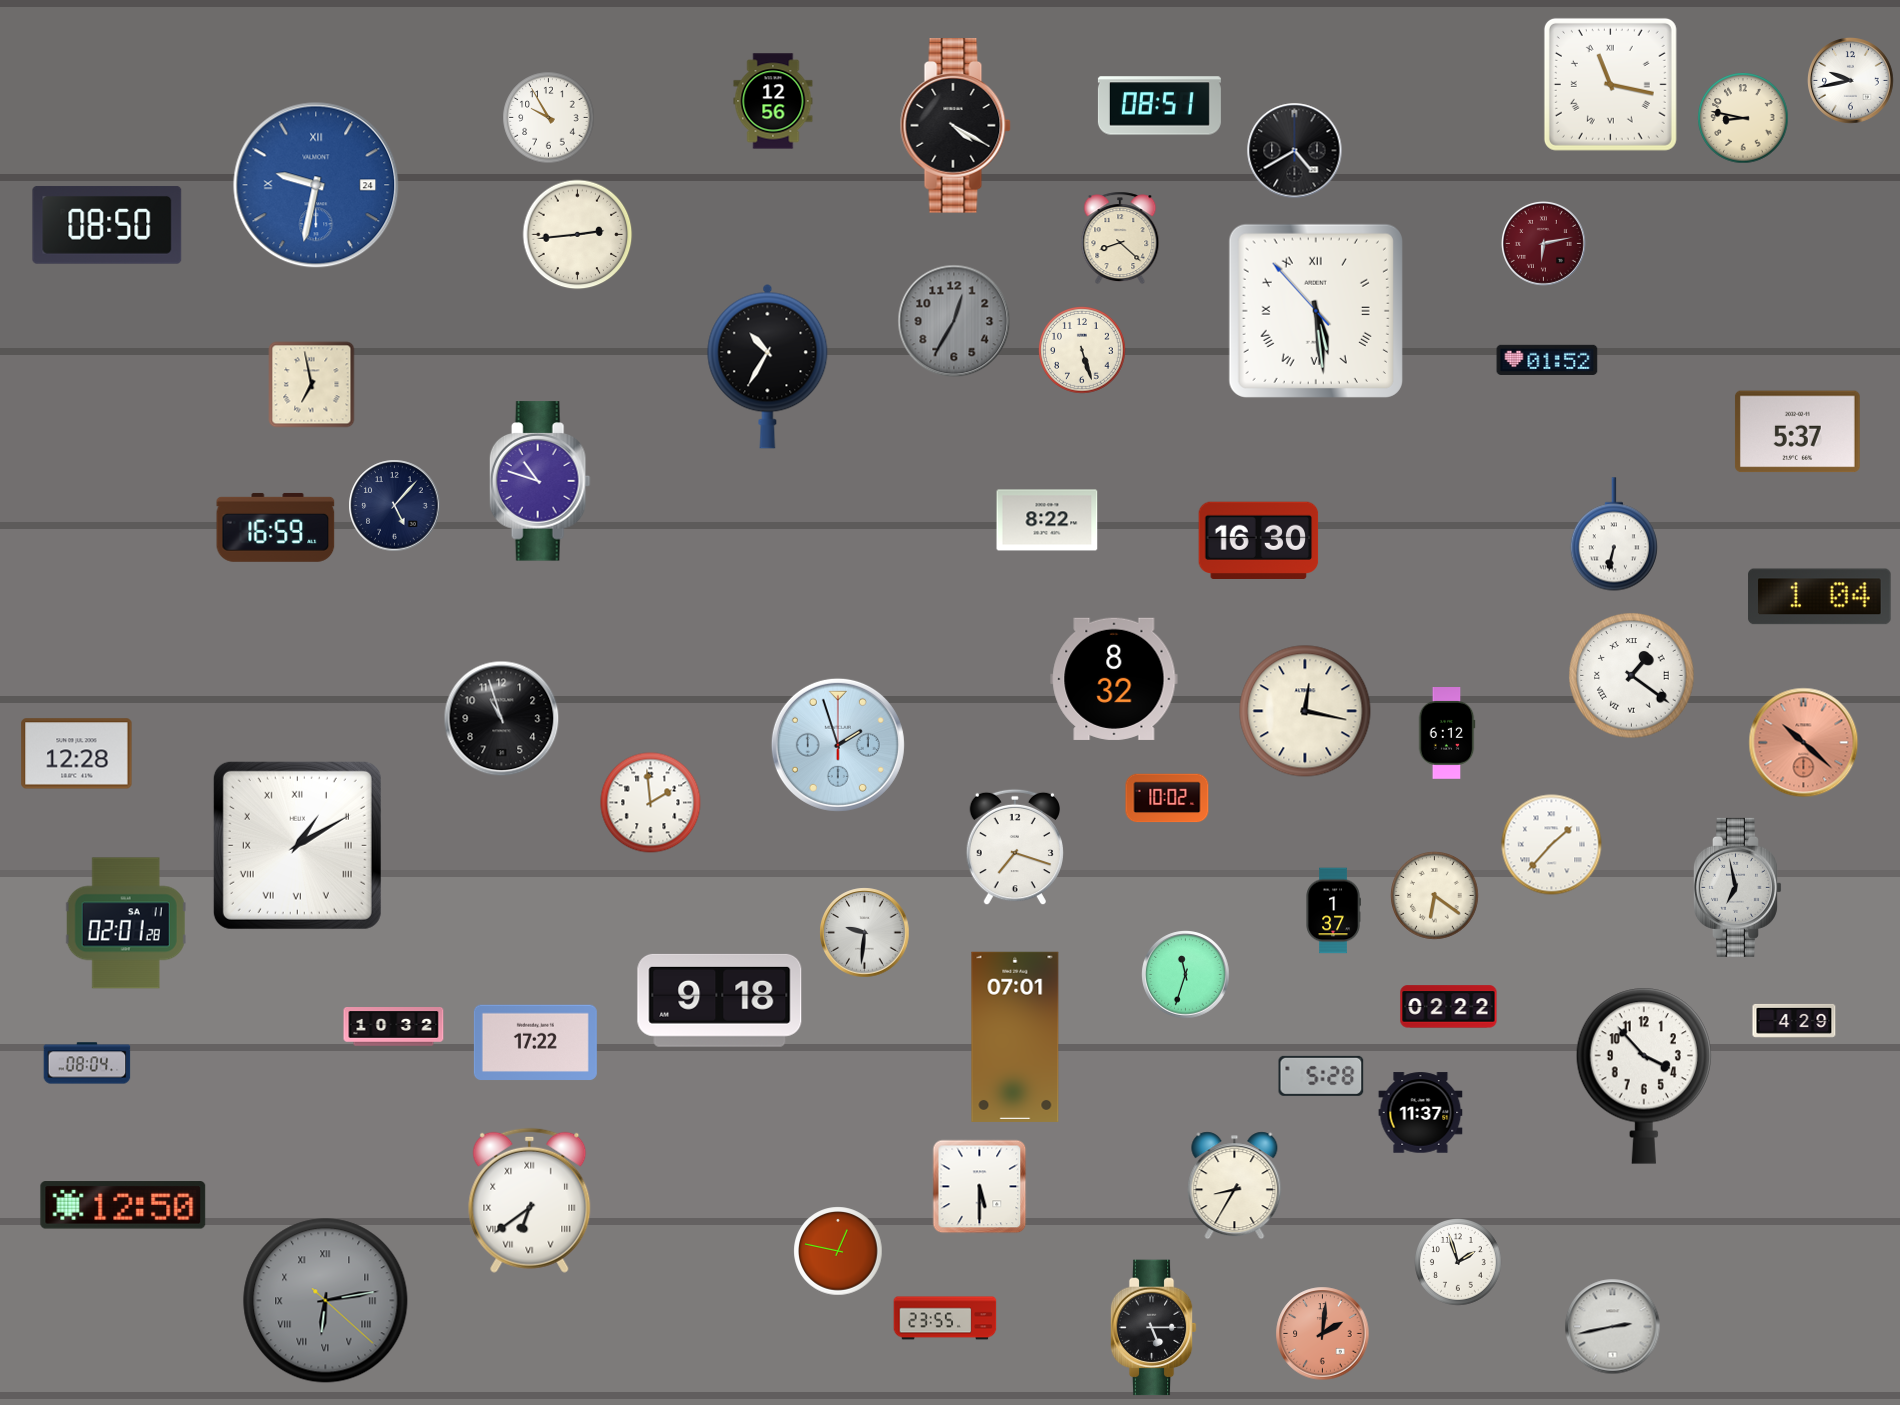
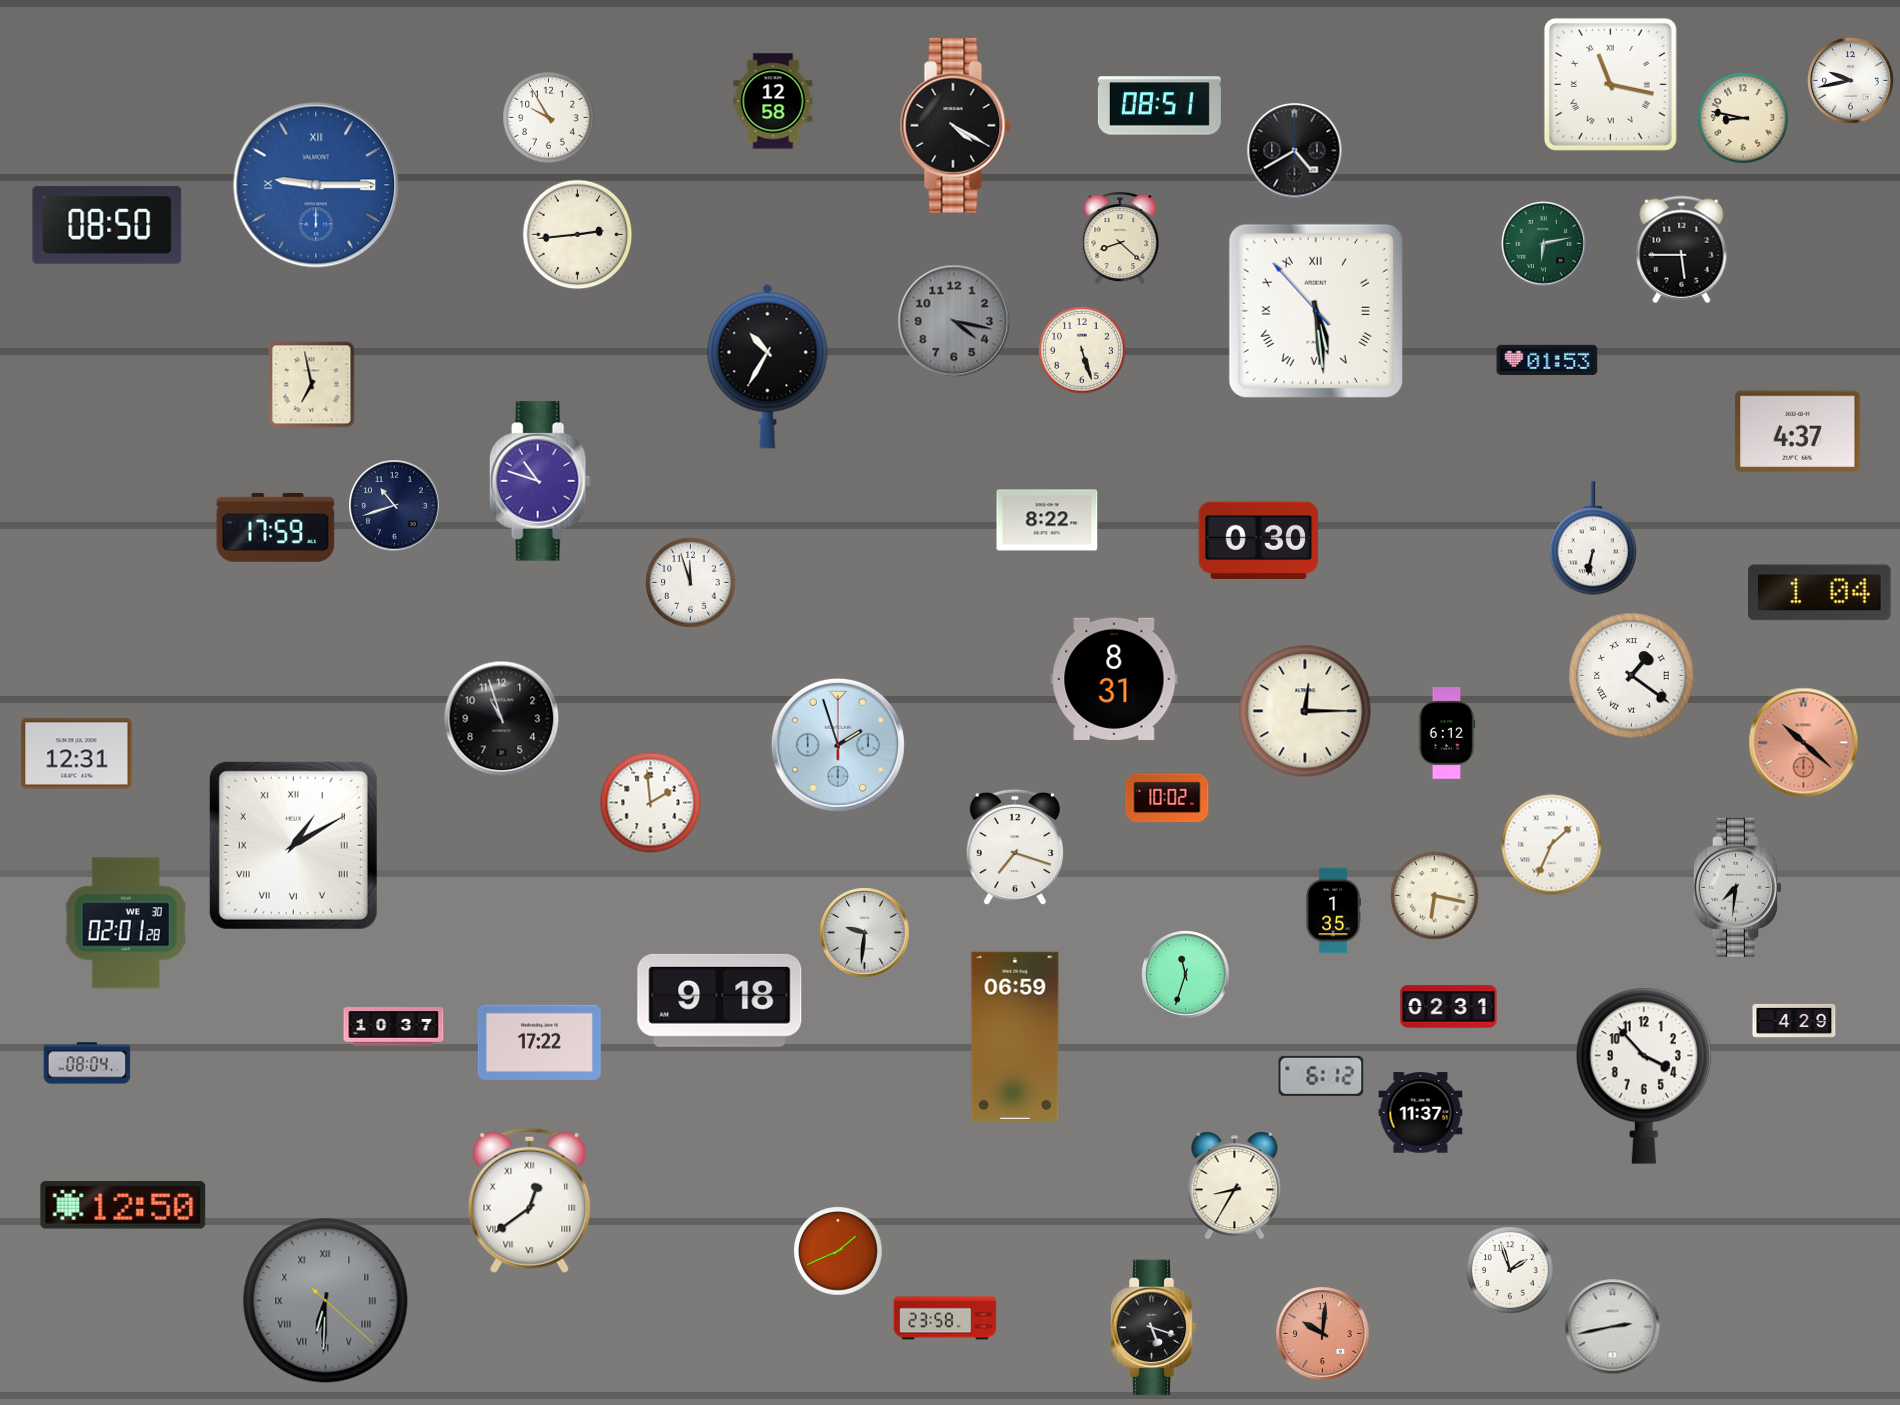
clock at (773, 101): 12:56 -> 12:58
clock at (316, 185): 9:32 -> 9:15
clock at (1543, 243) dial: burgundy -> green
clock at (1682, 250): none -> 5:45
clock at (954, 321): 12:35 -> 4:17
clock at (1547, 359): 01:52 -> 01:53
clock at (1797, 432): 5:37 -> 4:37
clock at (395, 506): 5:07 -> 10:42
clock at (276, 527): 16:59 -> 17:59
clock at (1614, 534) position: (1614, 534) -> (1593, 538)
clock at (1259, 540): 16:30 -> 0:30
clock at (691, 583): none -> 11:57
clock at (1820, 597) position: (1820, 597) -> (1820, 593)
clock at (1114, 679): 8:32 -> 8:31
clock at (1305, 711): 12:17 -> 12:15
clock at (77, 754): 12:28 -> 12:31
clock at (297, 845) position: (297, 845) -> (293, 845)
clock at (1552, 845): 1:37 -> 1:34
clock at (1737, 887): 6:58 -> 7:31
clock at (1435, 896): 6:21 -> 6:17
clock at (1333, 911): 1:37 -> 1:35
clock at (126, 923) date: SA 11 -> WE 30
clock at (1449, 1007): 02:22 -> 02:31
clock at (394, 1027): 10:32 -> 10:37
clock at (1015, 1037): 07:01 -> 06:59
clock at (535, 1043) position: (535, 1043) -> (539, 1043)
clock at (1321, 1076): 5:28 -> 6:12
clock at (980, 1187): 5:30 -> none
clock at (530, 1200): 6:39 -> 12:39
clock at (838, 1251): 12:47 -> 1:41
clock at (1459, 1263) position: (1459, 1263) -> (1511, 1271)
clock at (326, 1301): 6:13 -> 6:30
clock at (945, 1318): 23:55 -> 23:58
clock at (1153, 1328): 5:15 -> 5:18
clock at (1323, 1334): 2:01 -> 10:01
